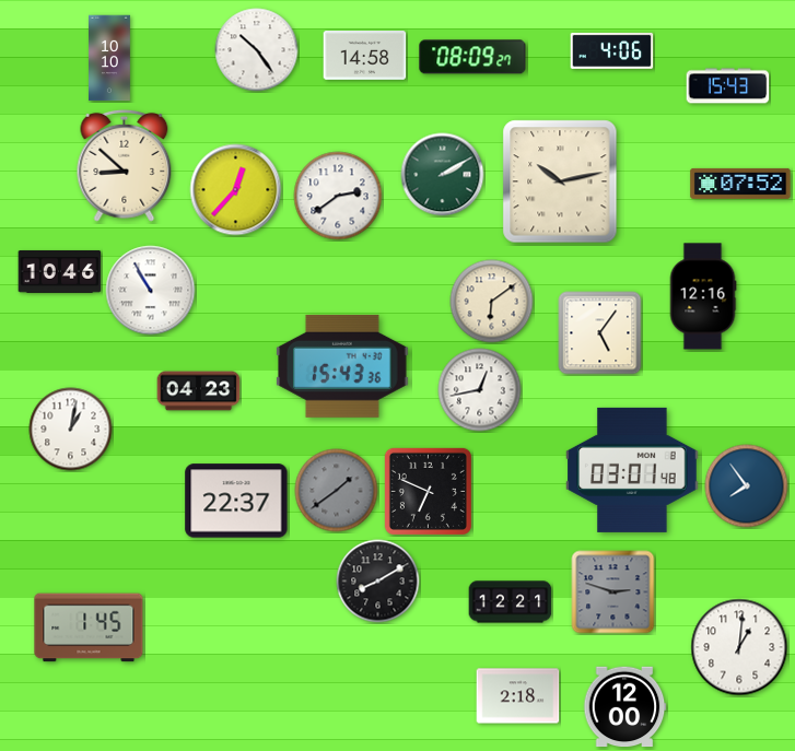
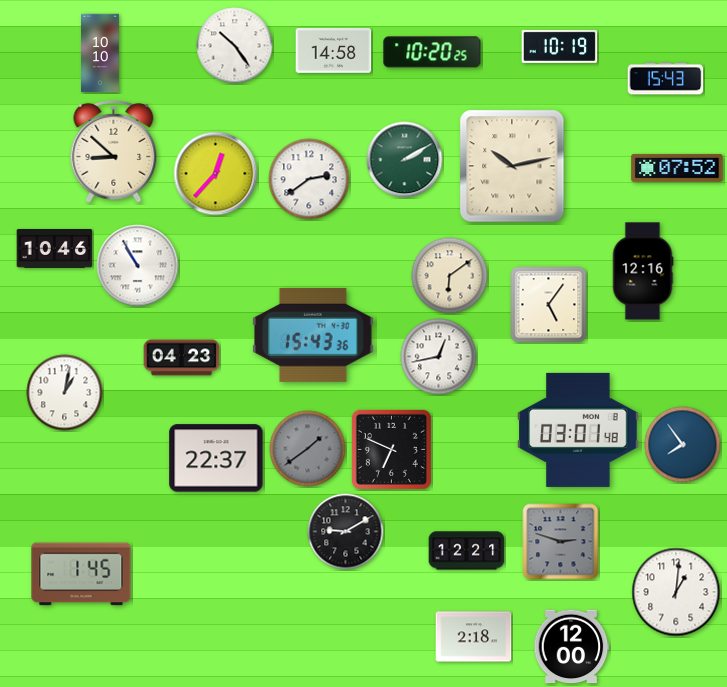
clock at (612, 50): 4:06 -> 10:19
clock at (472, 57): 08:09 -> 10:20
clock at (378, 582): 8:10 -> 9:10
